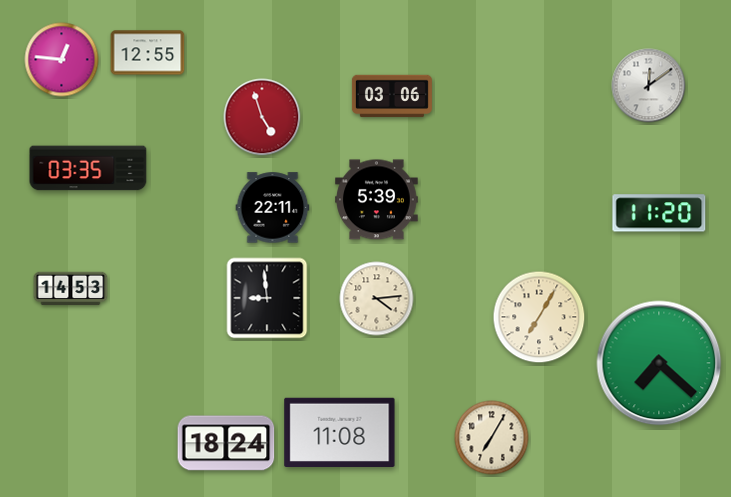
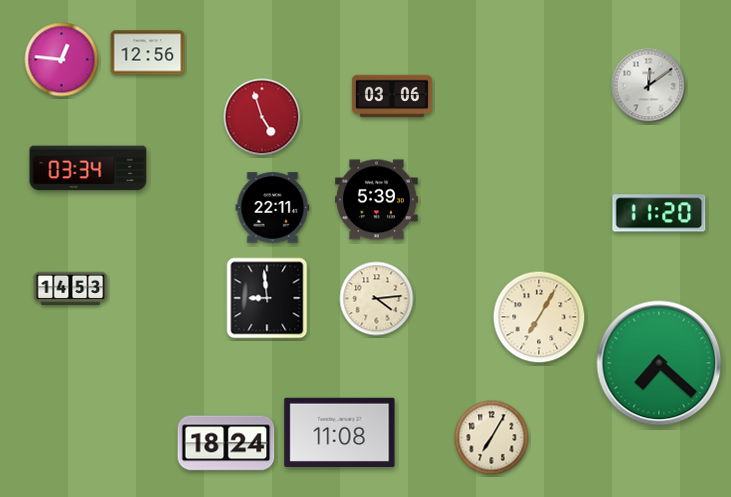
clock at (148, 53): 12:55 -> 12:56
clock at (88, 168): 03:35 -> 03:34
